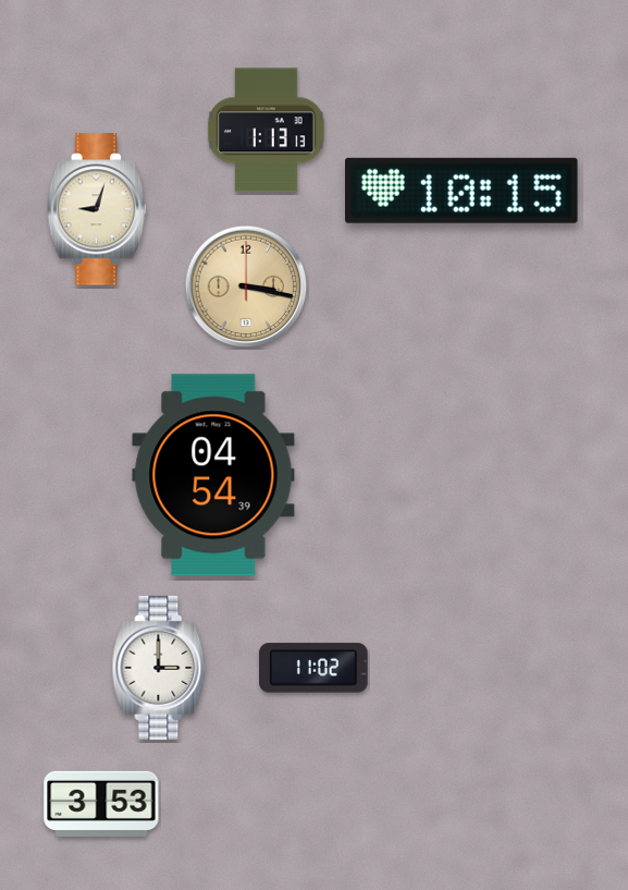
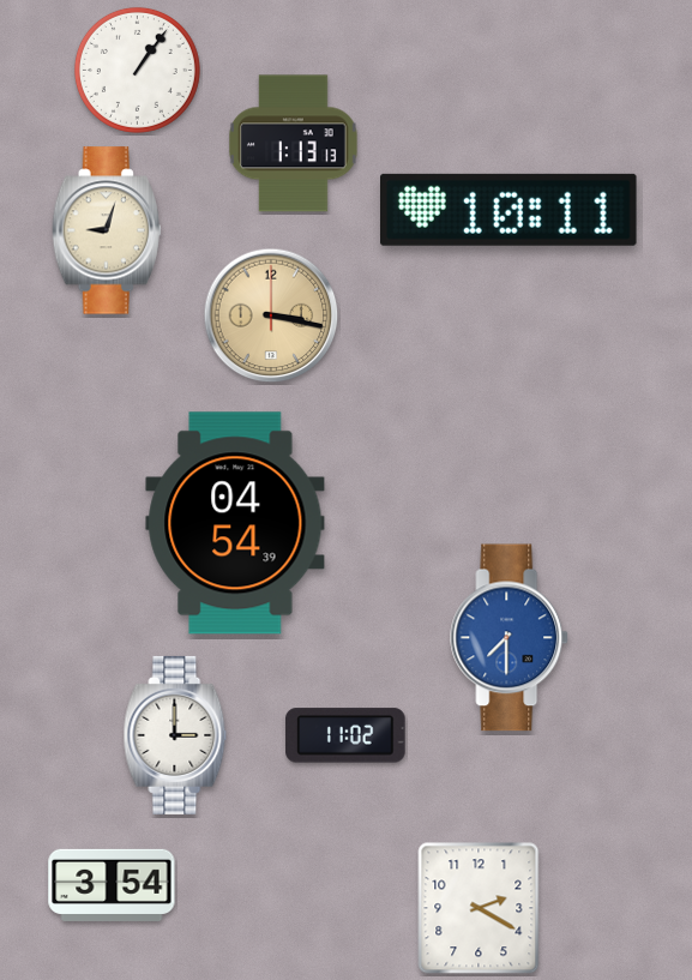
clock at (137, 70): none -> 1:06
clock at (463, 191): 10:15 -> 10:11
clock at (510, 638): none -> 7:30
clock at (101, 804): 3:53 -> 3:54
clock at (479, 908): none -> 2:20
